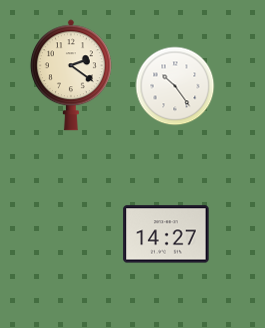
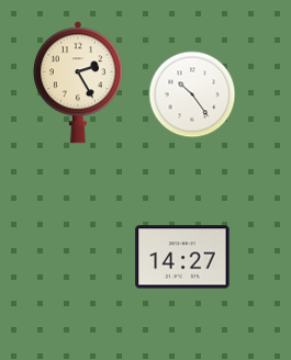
clock at (71, 75): 2:21 -> 2:25
